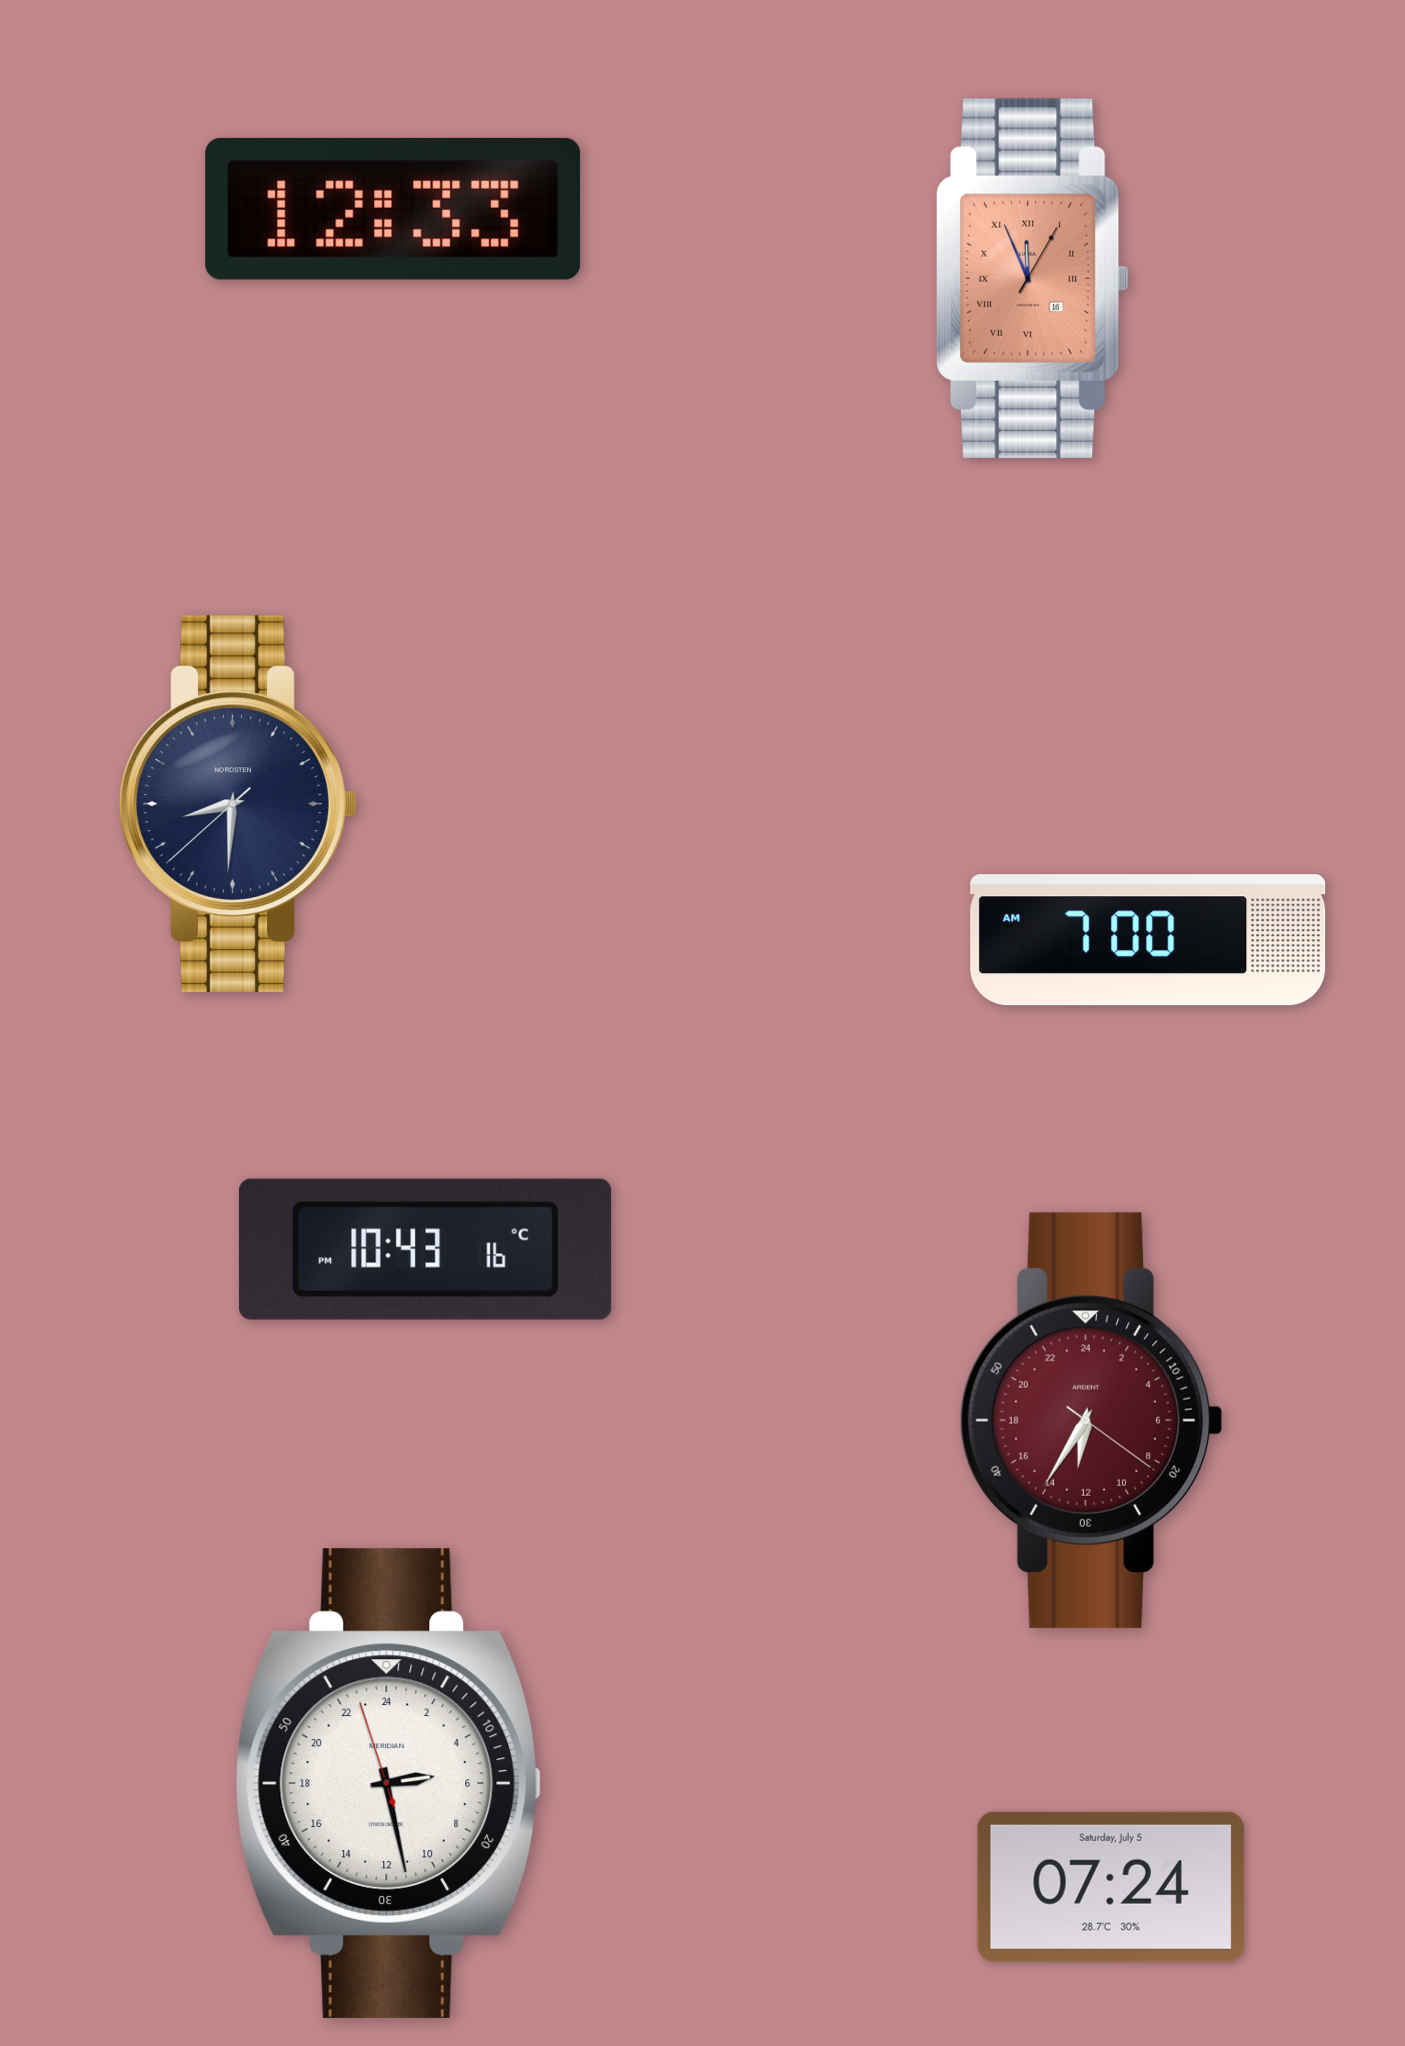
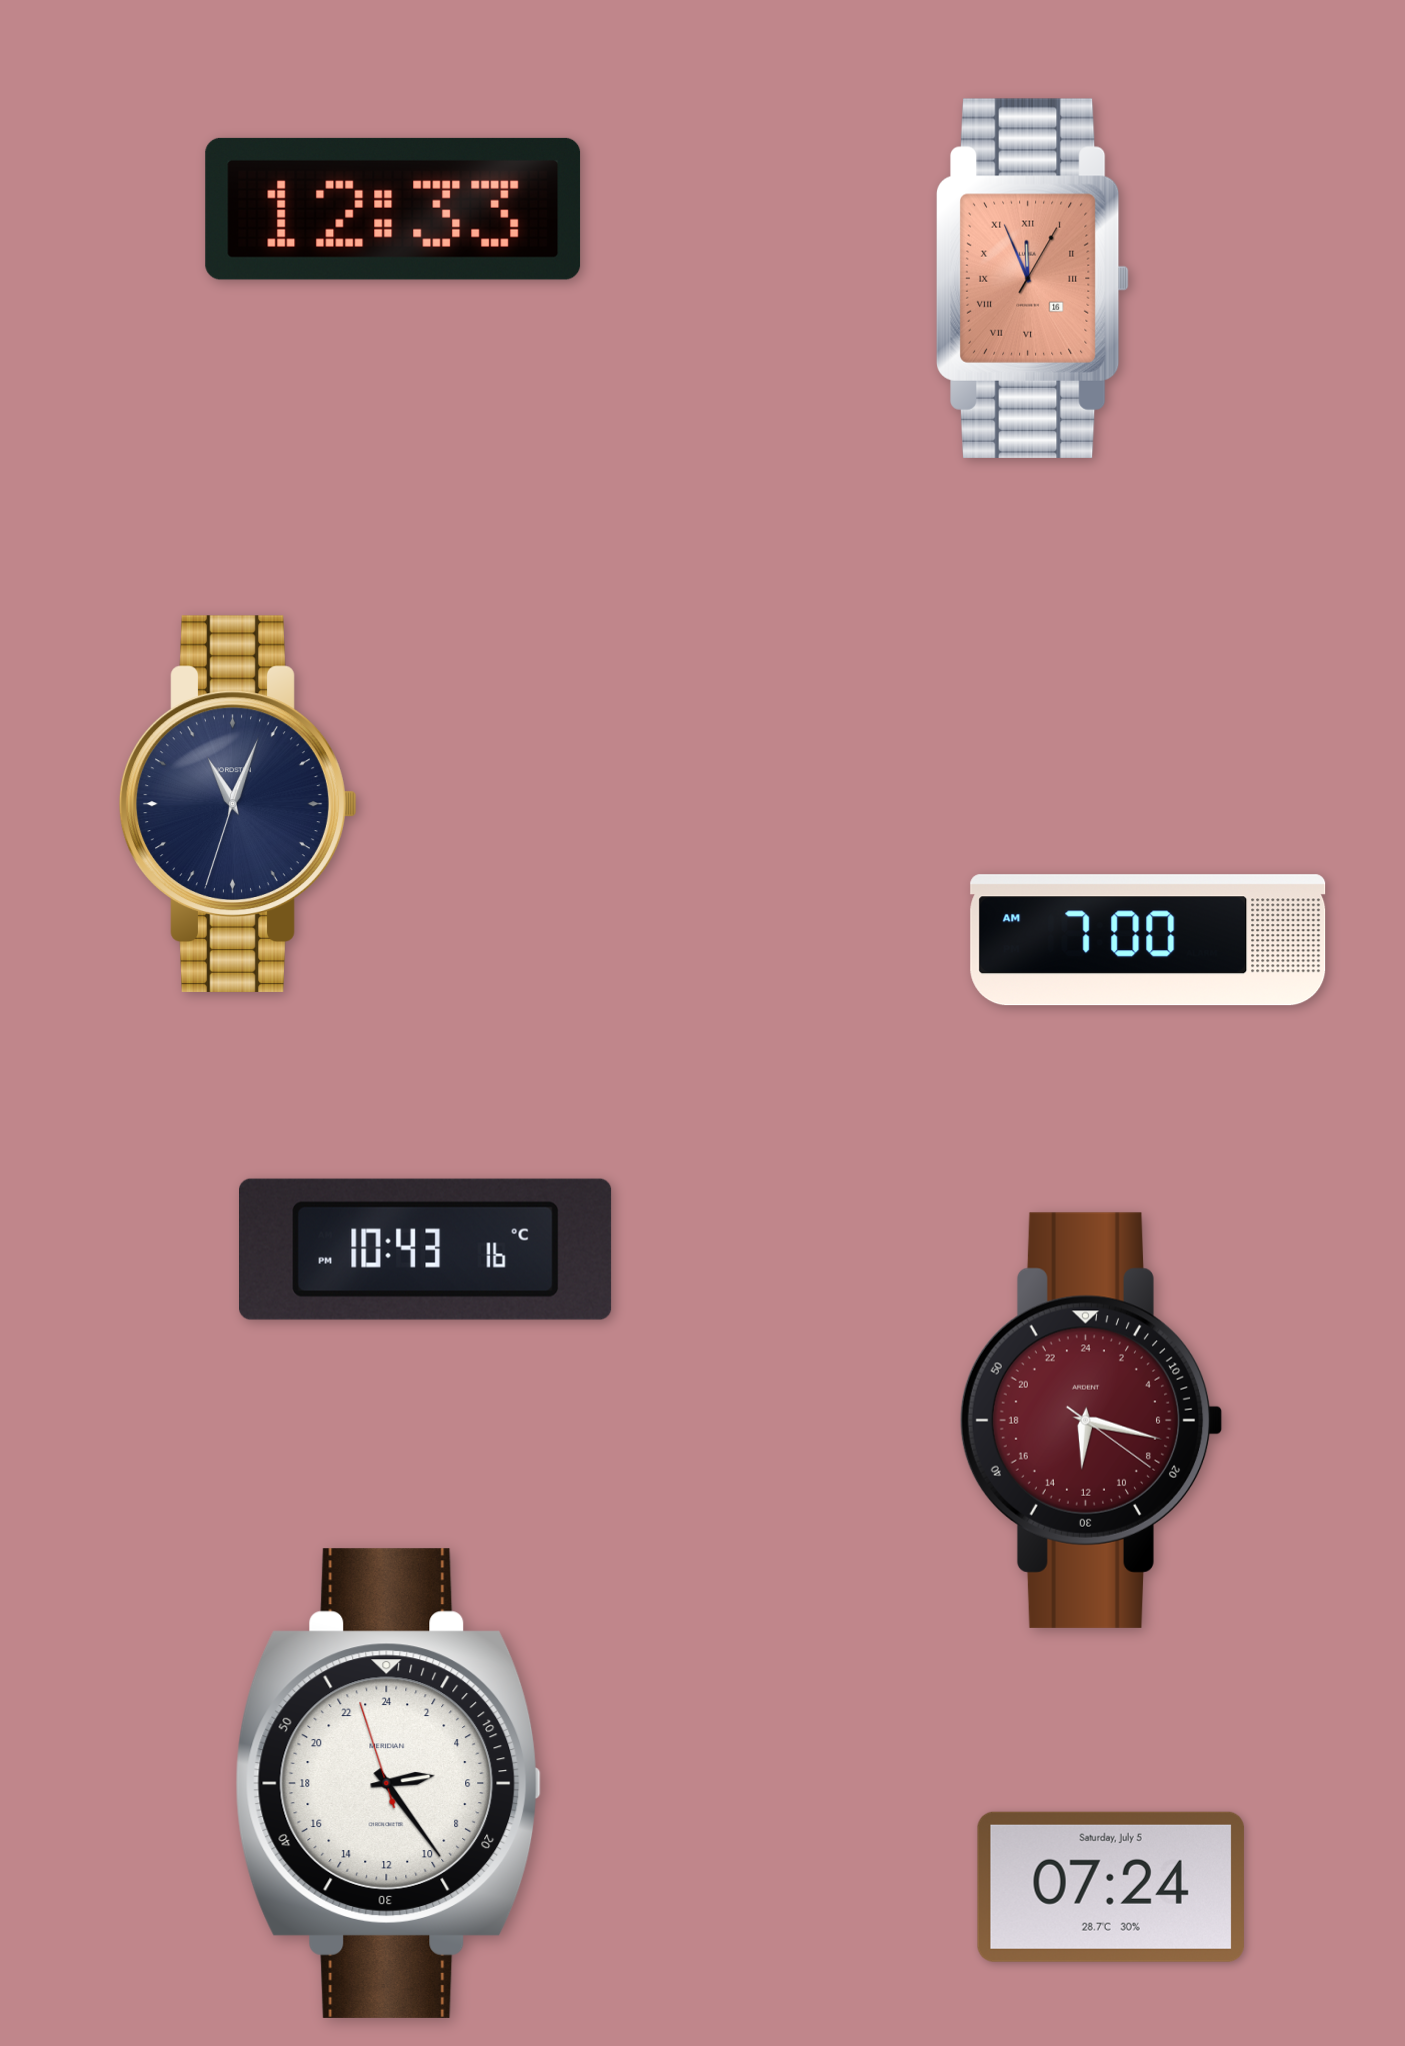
clock at (238, 804): 8:30 -> 11:03
clock at (1091, 1420): 12:35 -> 12:17
clock at (389, 1783): 5:27 -> 5:23
